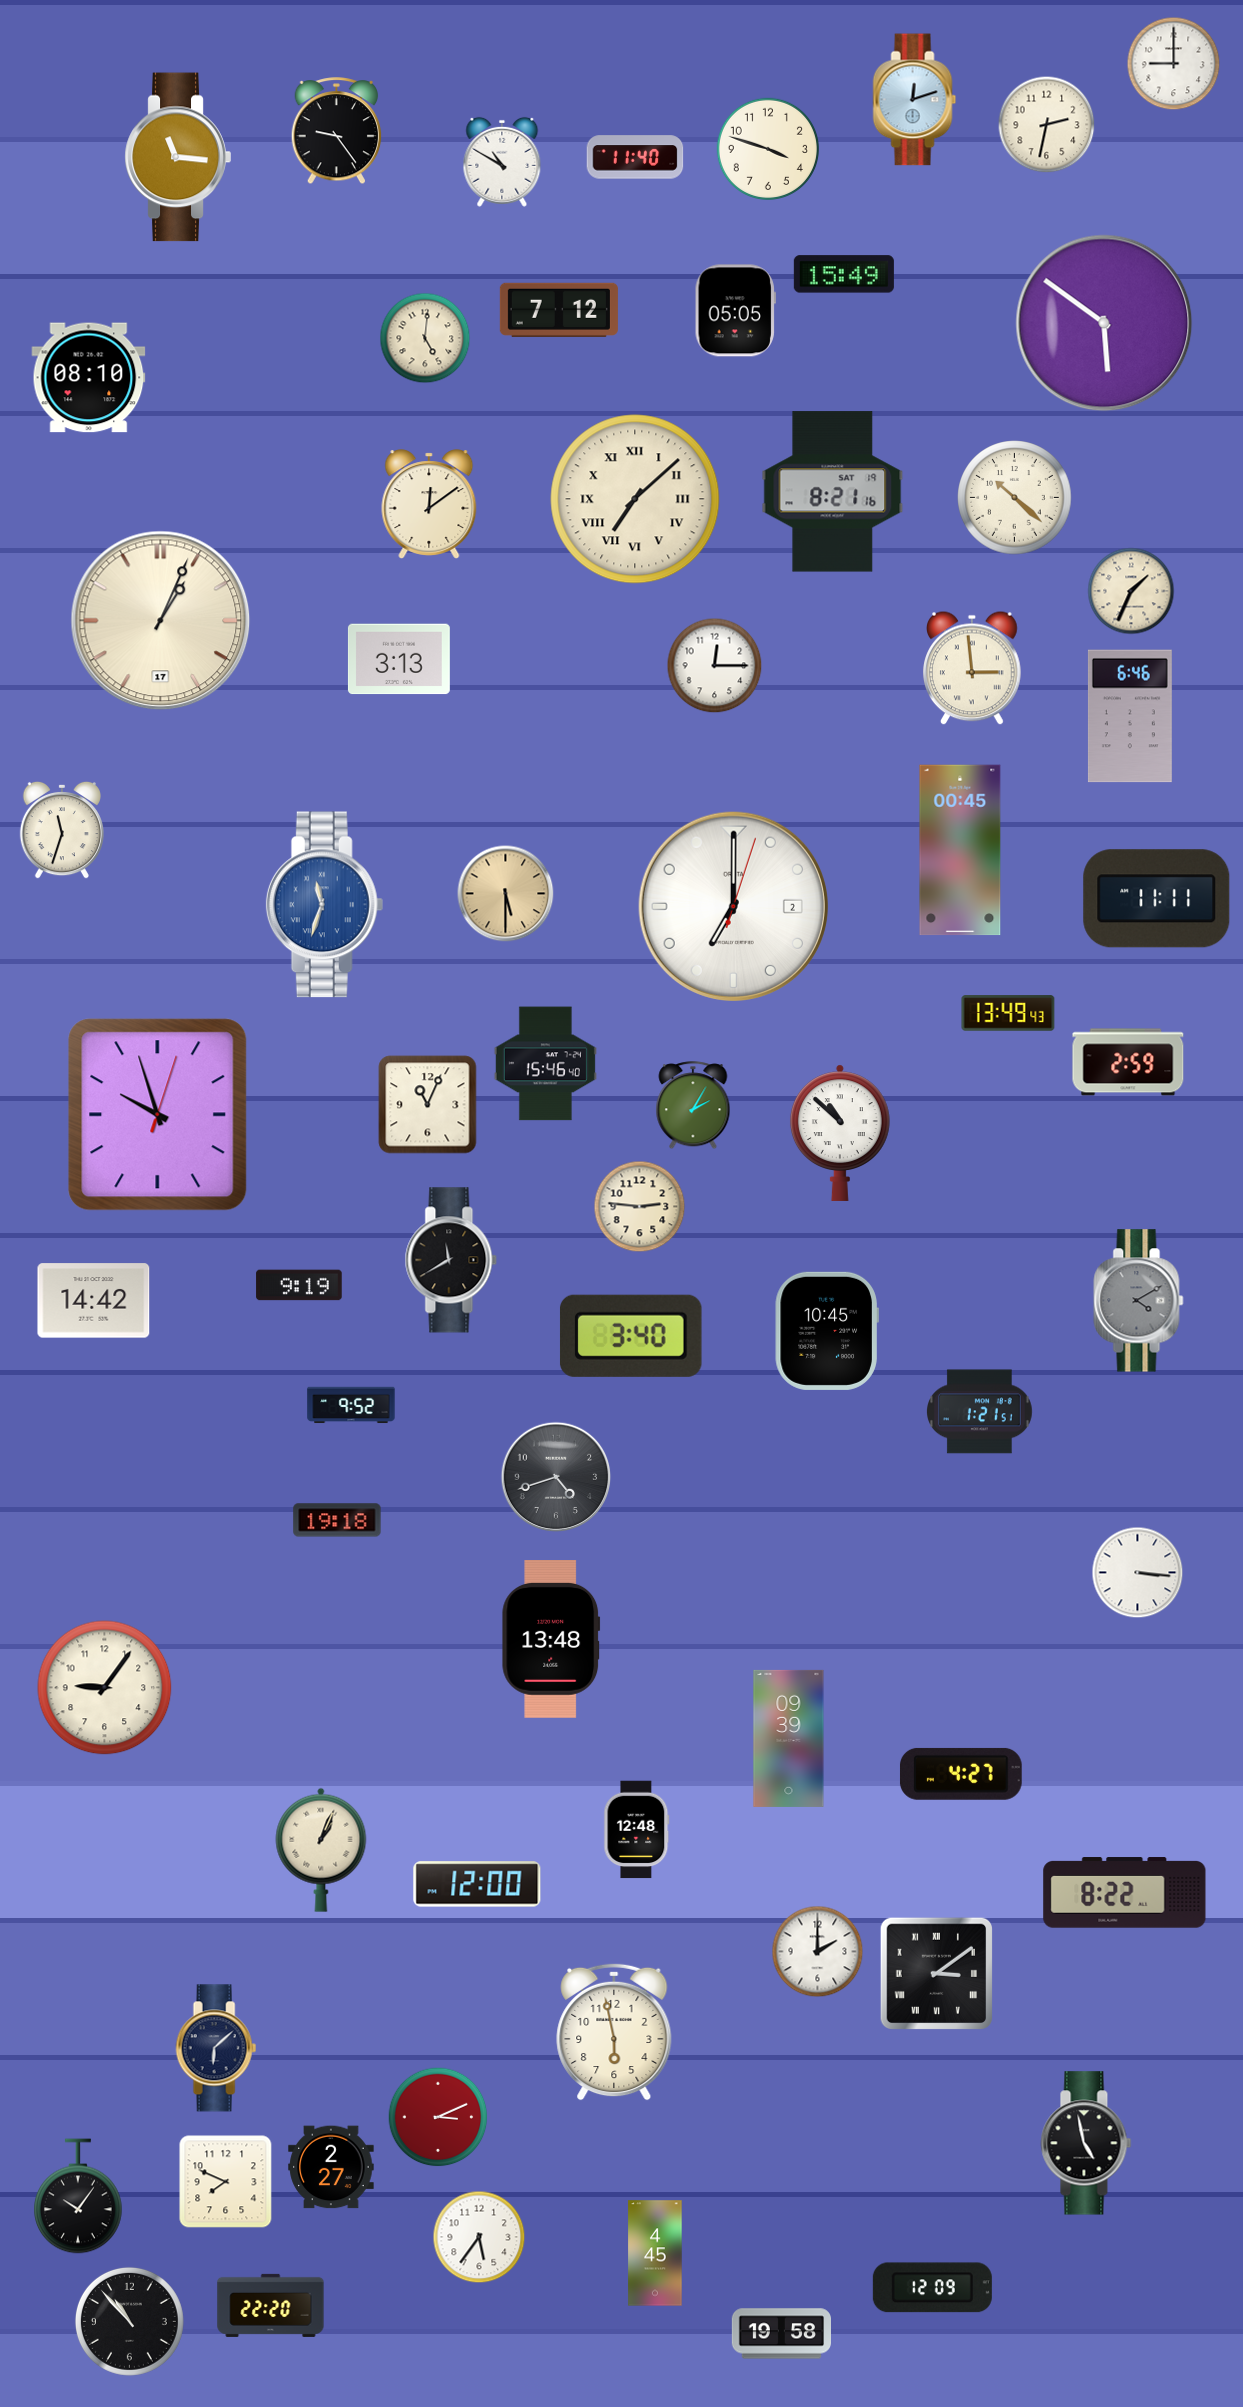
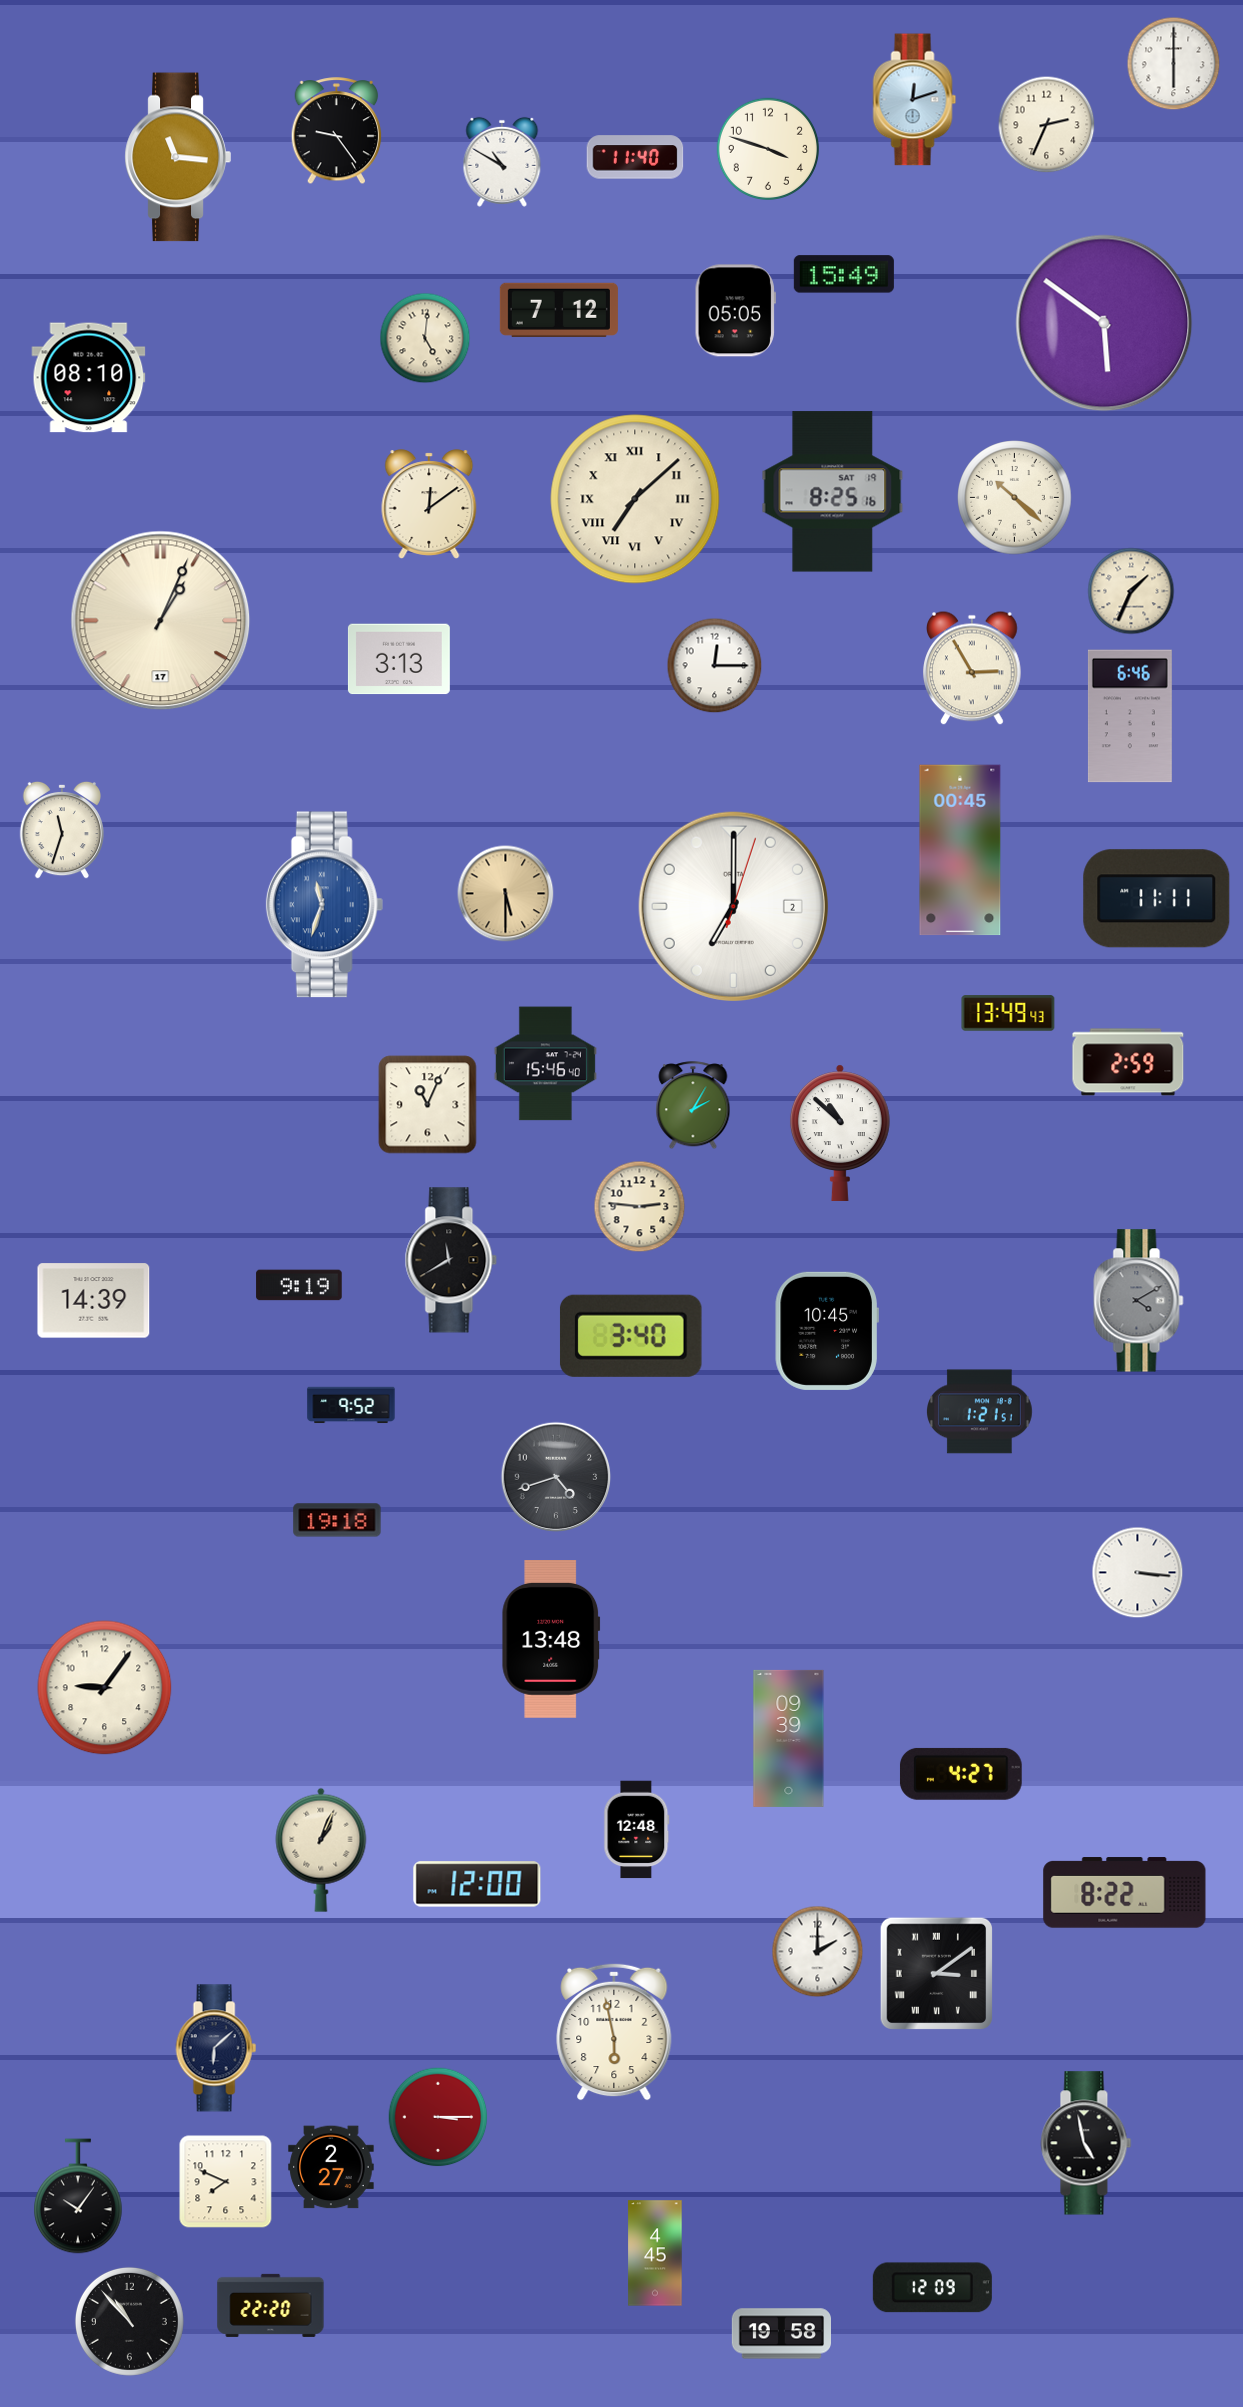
clock at (1174, 64): 9:00 -> 6:00
clock at (1047, 125): 2:32 -> 2:34
clock at (833, 492): 8:21 -> 8:25
clock at (973, 668): 2:59 -> 2:55
clock at (158, 1115): 9:57 -> none
clock at (94, 1301): 14:42 -> 14:39
clock at (438, 2117): 3:11 -> 3:15
clock at (479, 2237): 5:36 -> none
